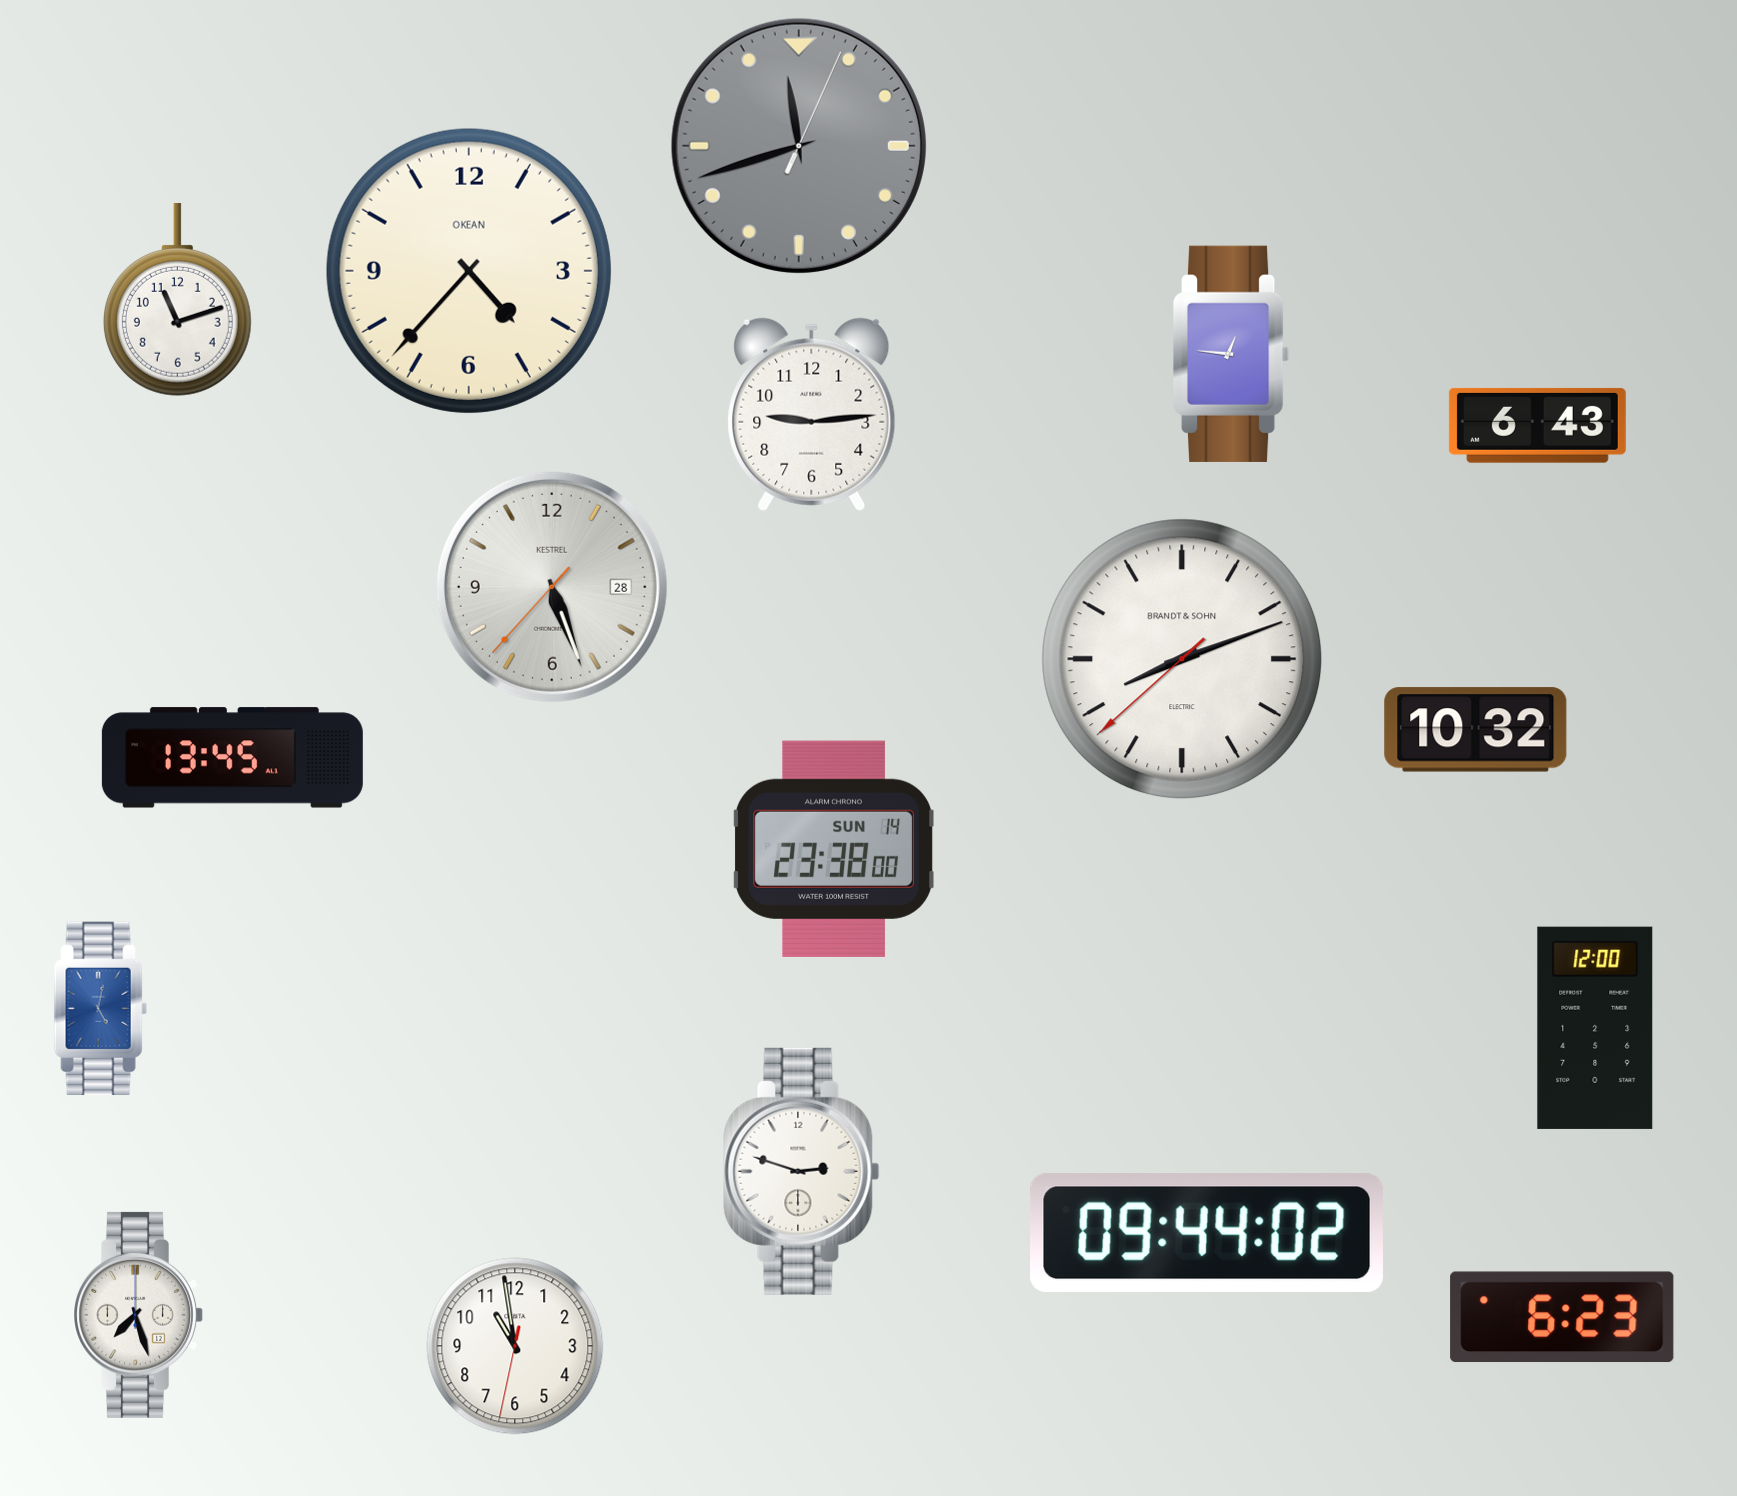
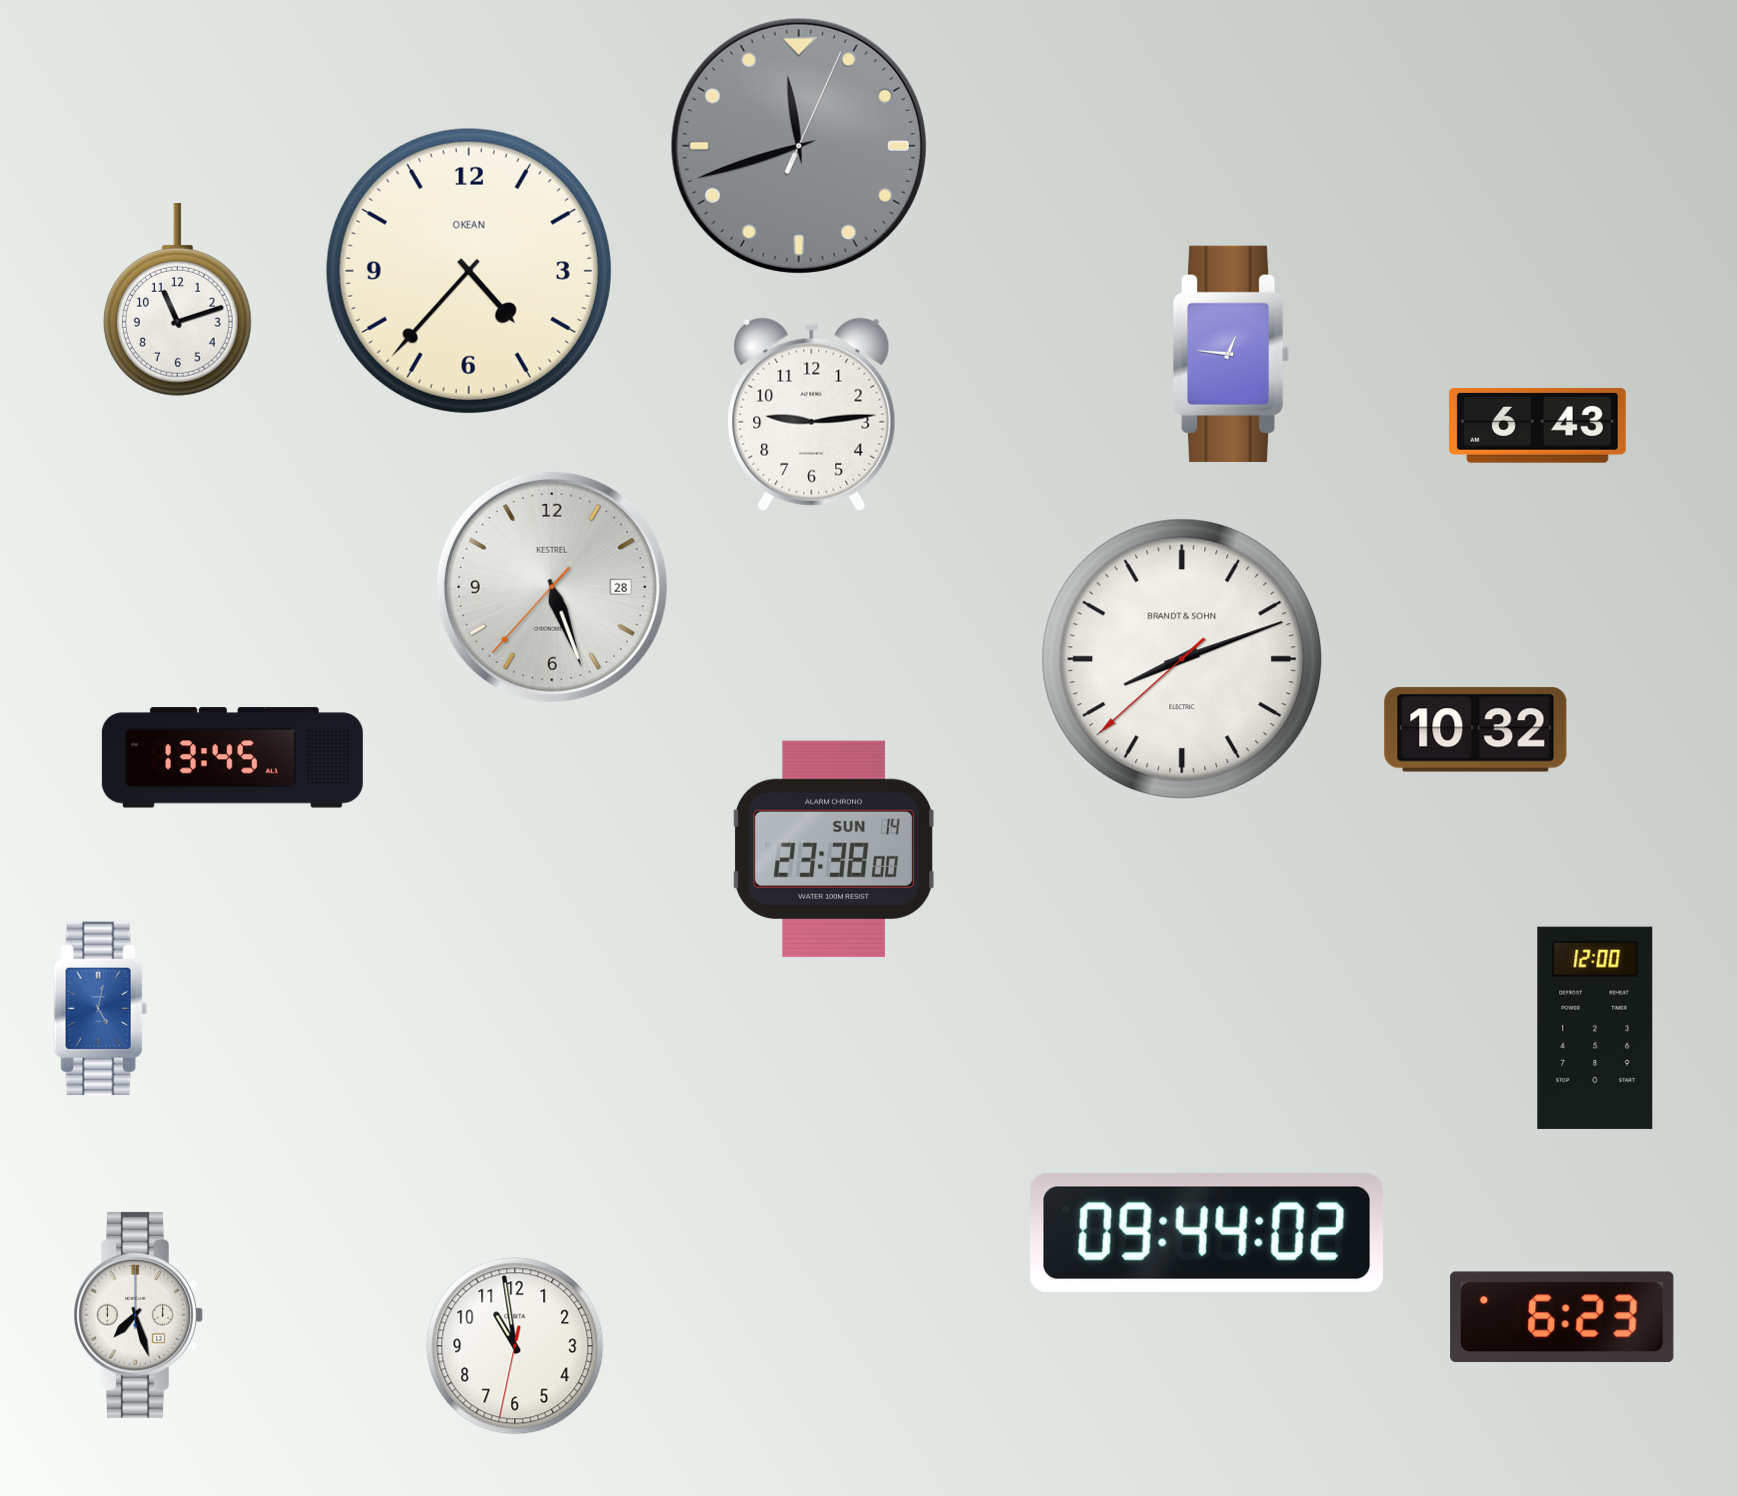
clock at (802, 1171): 2:48 -> none
